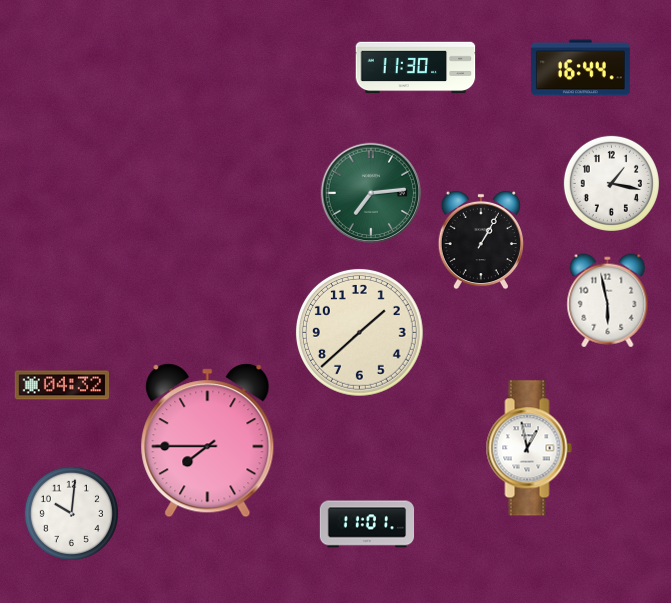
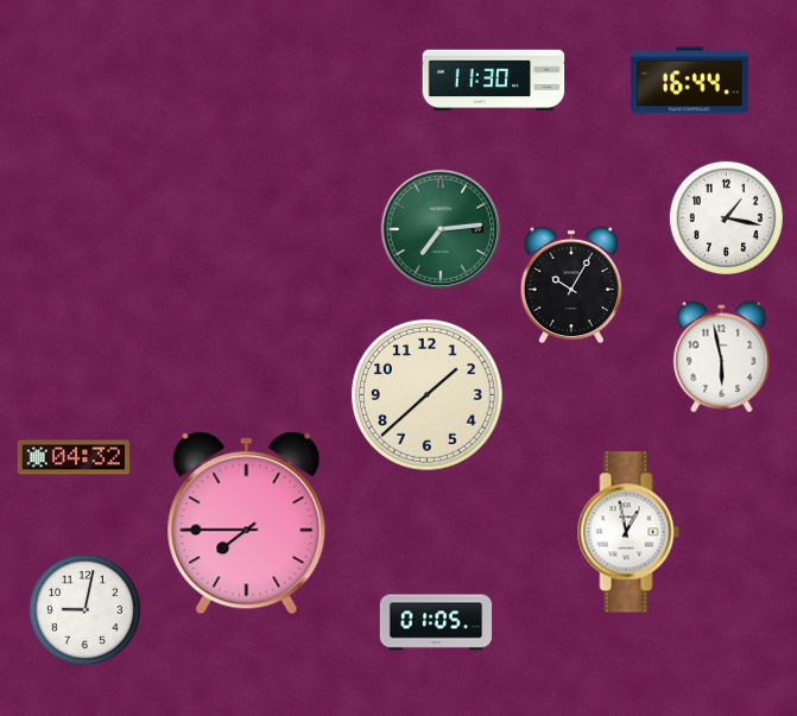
clock at (481, 240): 1:05 -> 10:05
clock at (71, 513): 10:01 -> 9:02
clock at (367, 524): 11:01 -> 01:05
